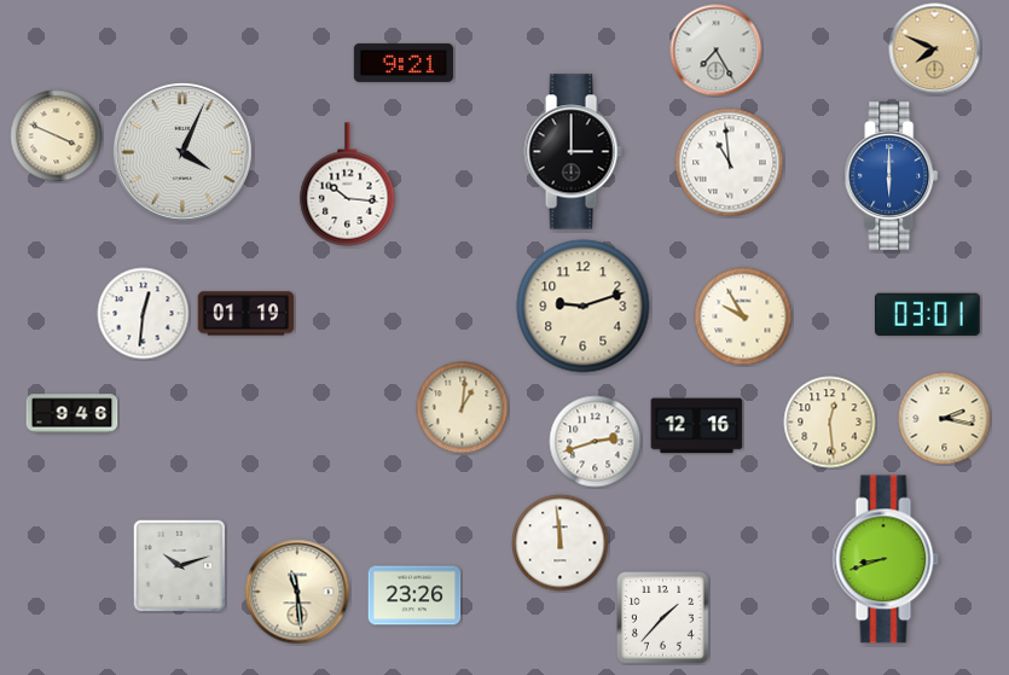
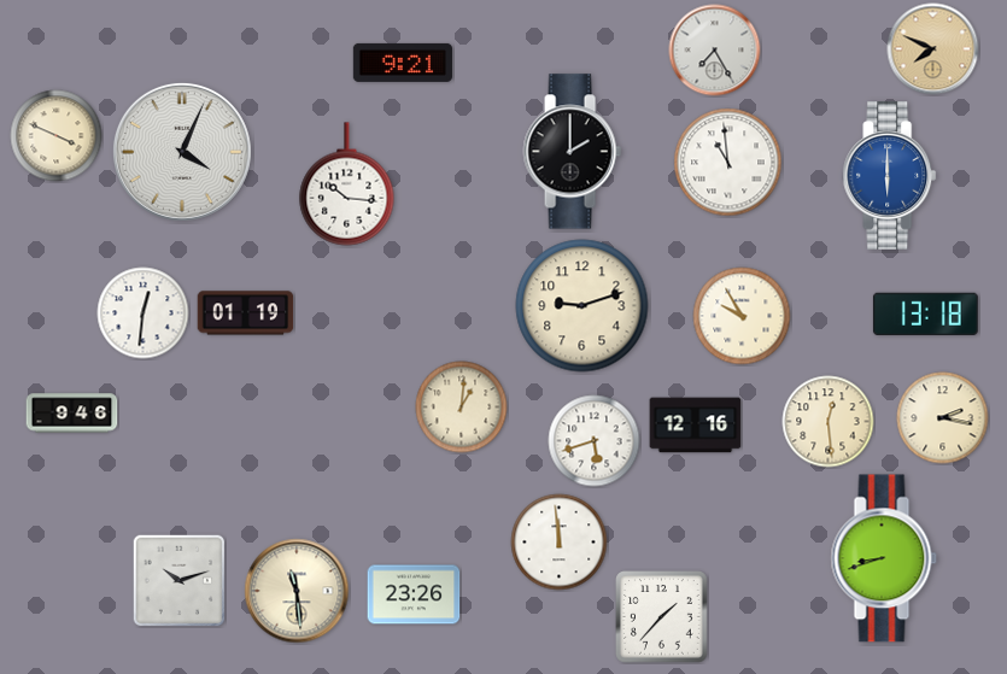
clock at (573, 152): 3:00 -> 2:00
clock at (927, 314): 03:01 -> 13:18
clock at (596, 442): 2:42 -> 5:42
clock at (179, 565) position: (179, 565) -> (178, 580)
